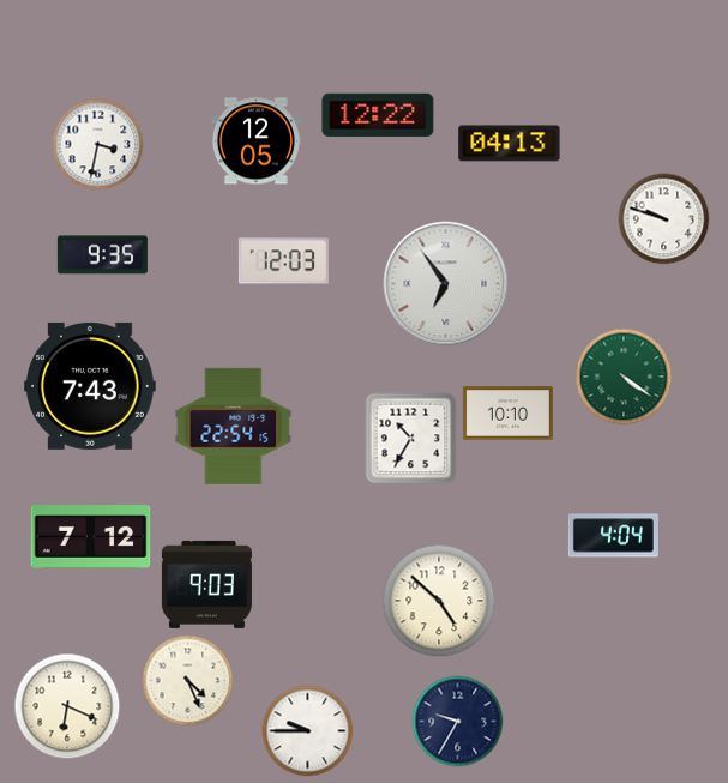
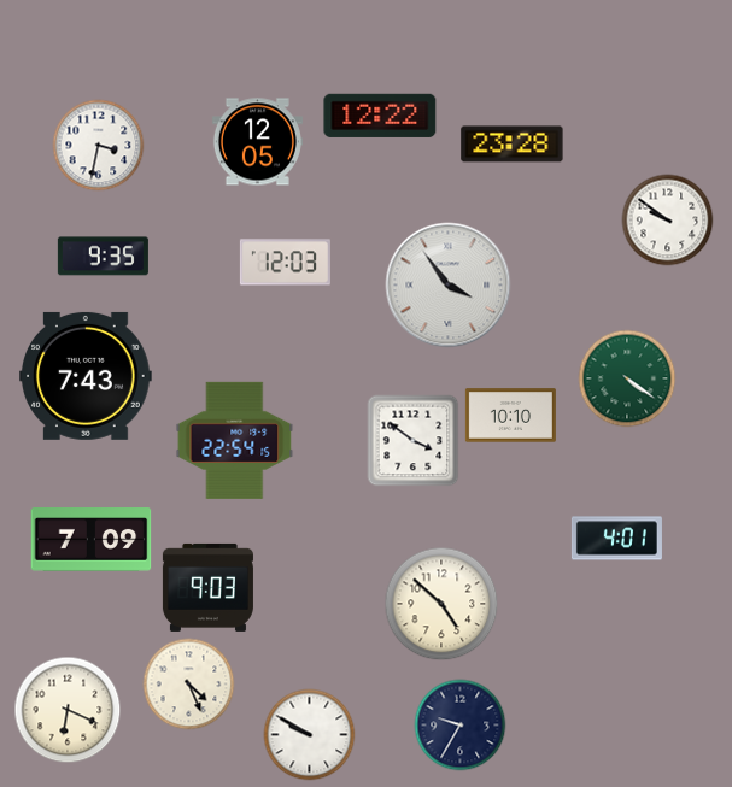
clock at (510, 144): 04:13 -> 23:28
clock at (664, 219): 9:48 -> 9:51
clock at (446, 284): 6:54 -> 3:54
clock at (91, 386) position: (91, 386) -> (87, 376)
clock at (234, 426) position: (234, 426) -> (235, 440)
clock at (411, 439): 10:35 -> 3:51
clock at (613, 536): 4:04 -> 4:01
clock at (91, 537): 7:12 -> 7:09
clock at (308, 731): 9:45 -> 9:50
